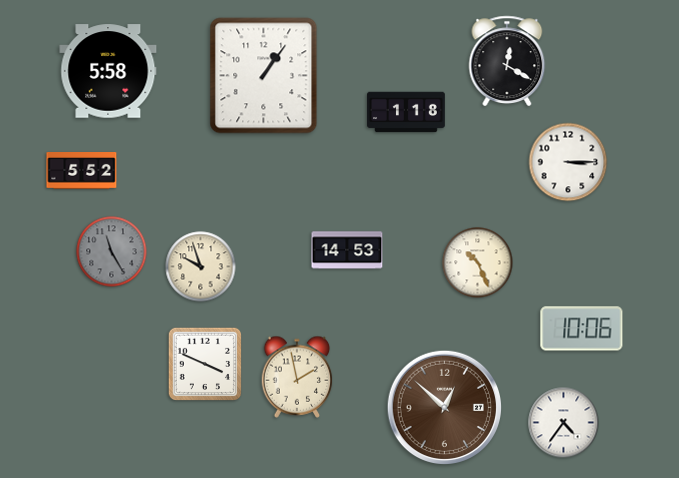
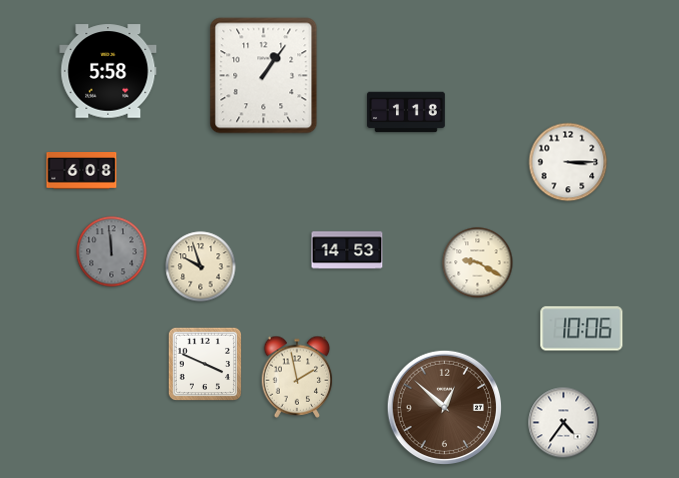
clock at (507, 61): 12:20 -> none
clock at (82, 171): 5:52 -> 6:08
clock at (112, 252): 11:25 -> 11:59
clock at (478, 263): 10:26 -> 9:20
